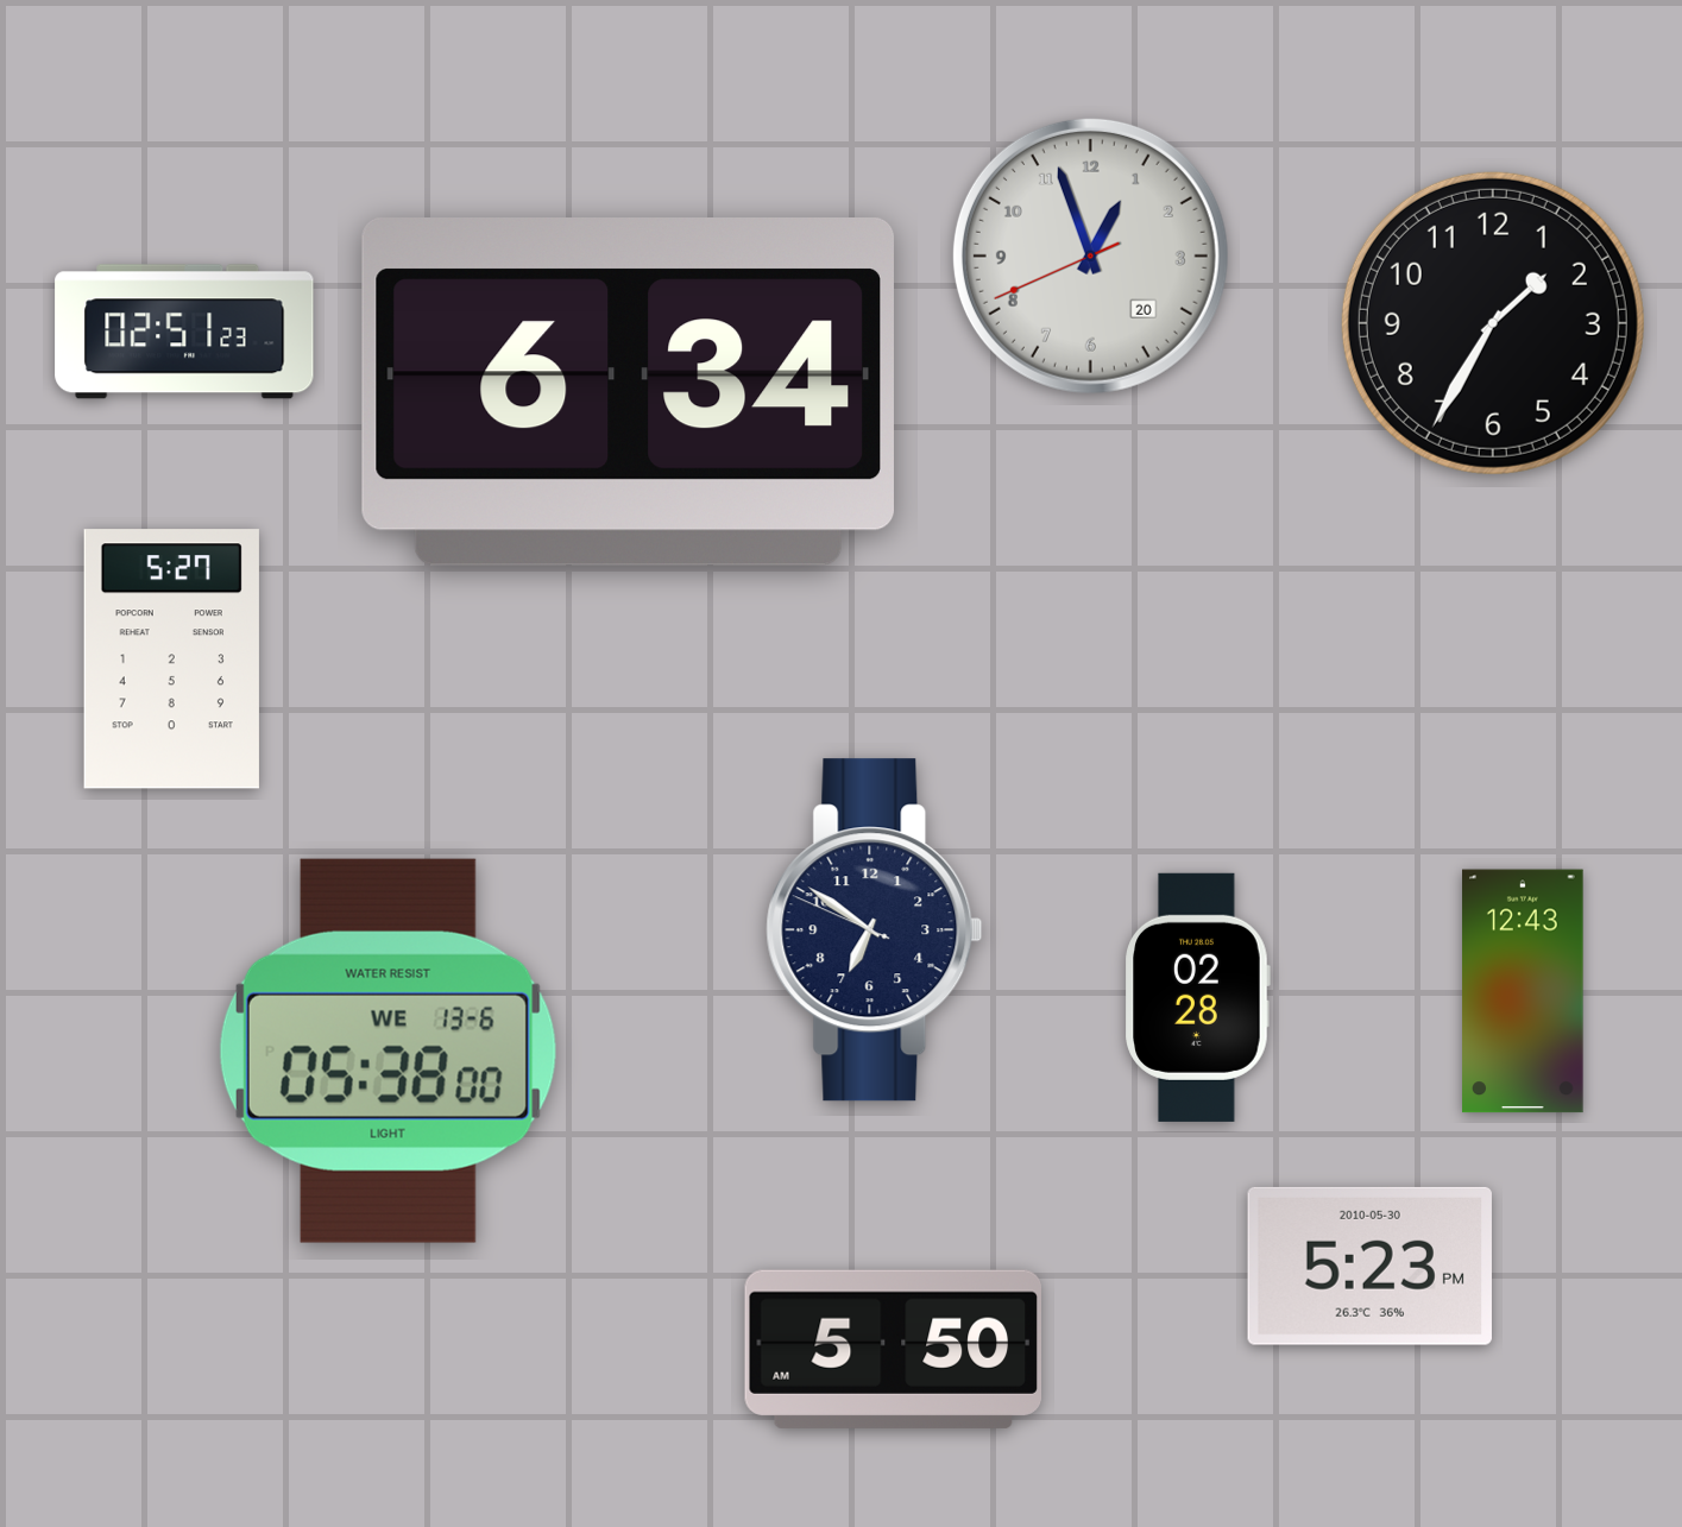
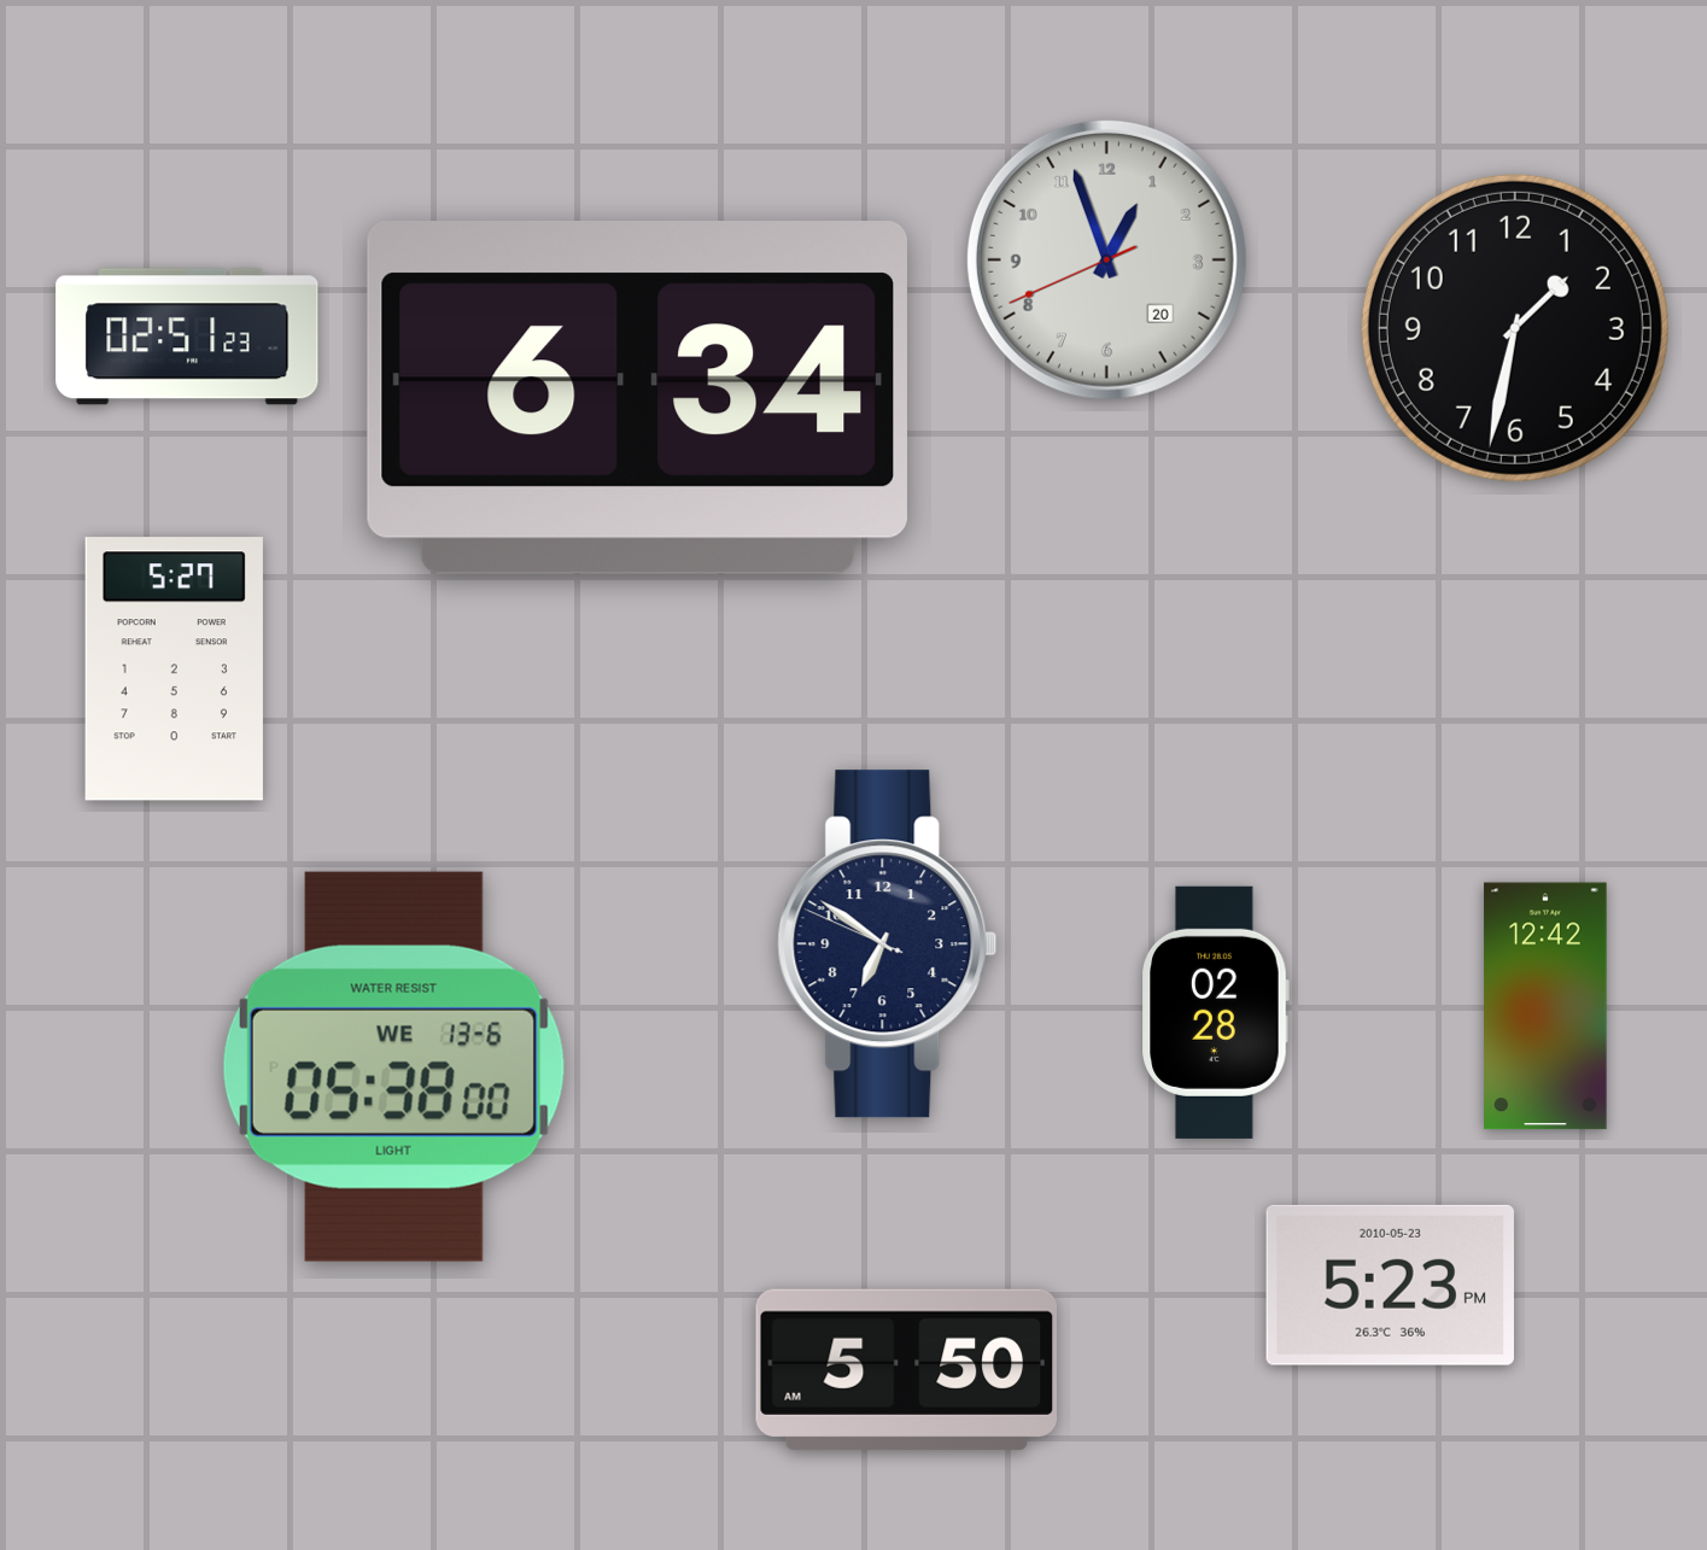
clock at (1493, 323): 1:35 -> 1:32
clock at (1523, 991): 12:43 -> 12:42
clock at (1369, 1266) date: 2010-05-30 -> 2010-05-23
